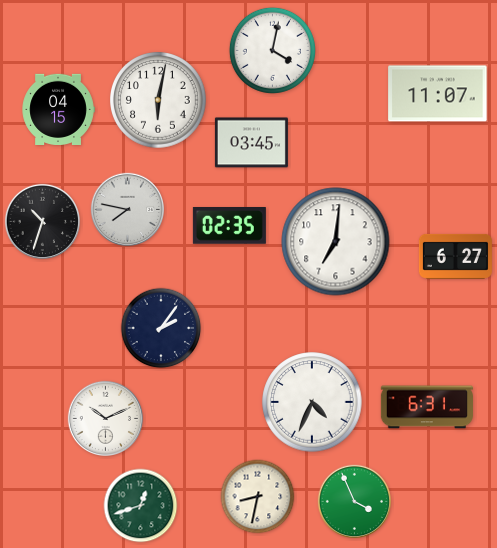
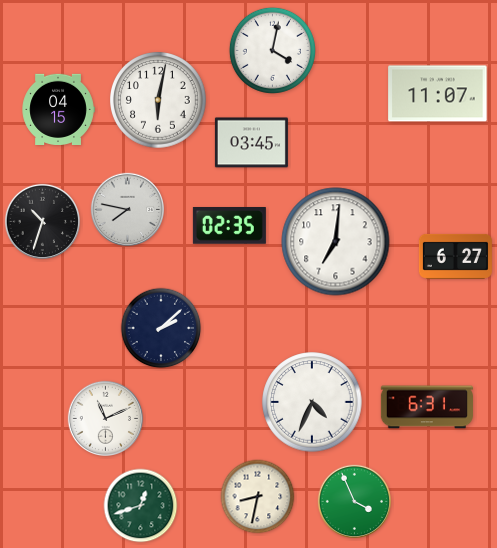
clock at (161, 328): 2:06 -> 2:08
clock at (105, 418): 10:11 -> 11:11
